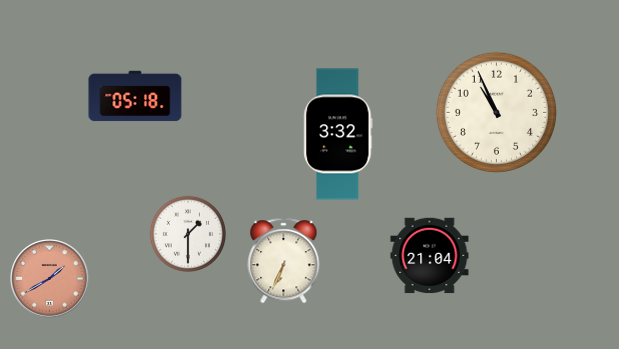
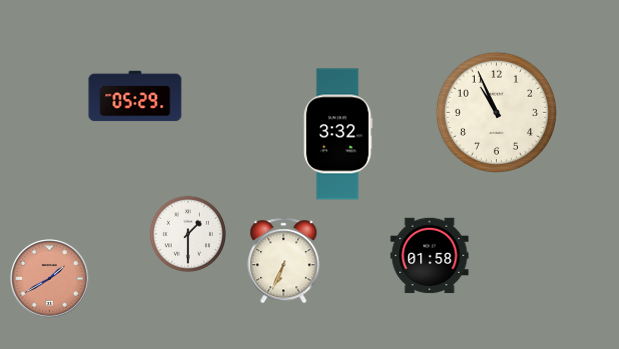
clock at (135, 96): 05:18 -> 05:29
clock at (430, 256): 21:04 -> 01:58
